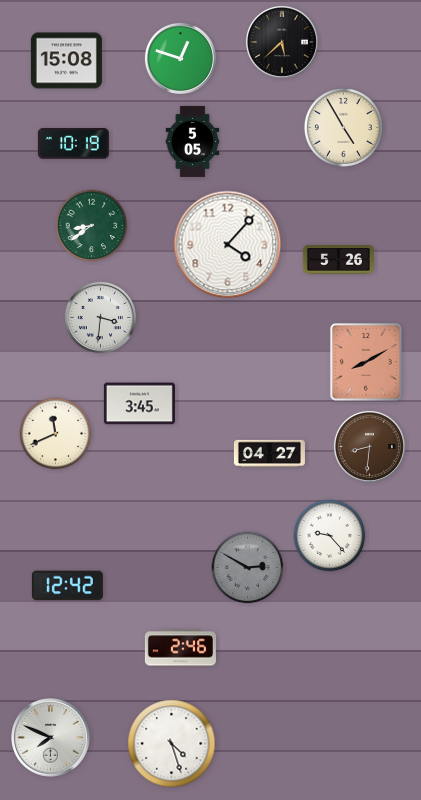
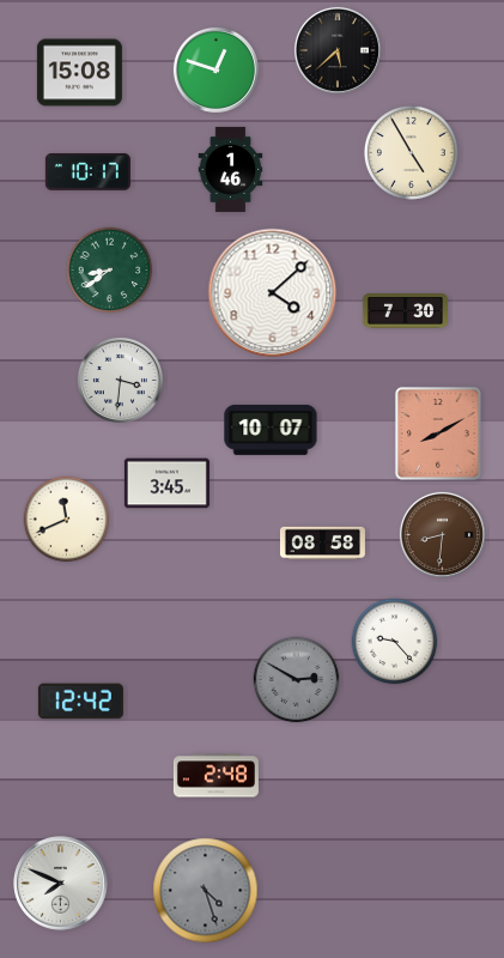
clock at (193, 141): 5:05 -> 1:46
clock at (73, 143): 10:19 -> 10:17
clock at (228, 245): 4:07 -> 4:08
clock at (338, 260): 5:26 -> 7:30
clock at (271, 430): none -> 10:07
clock at (269, 454): 04:27 -> 08:58
clock at (180, 648): 2:46 -> 2:48
clock at (172, 744) dial: white -> grey
